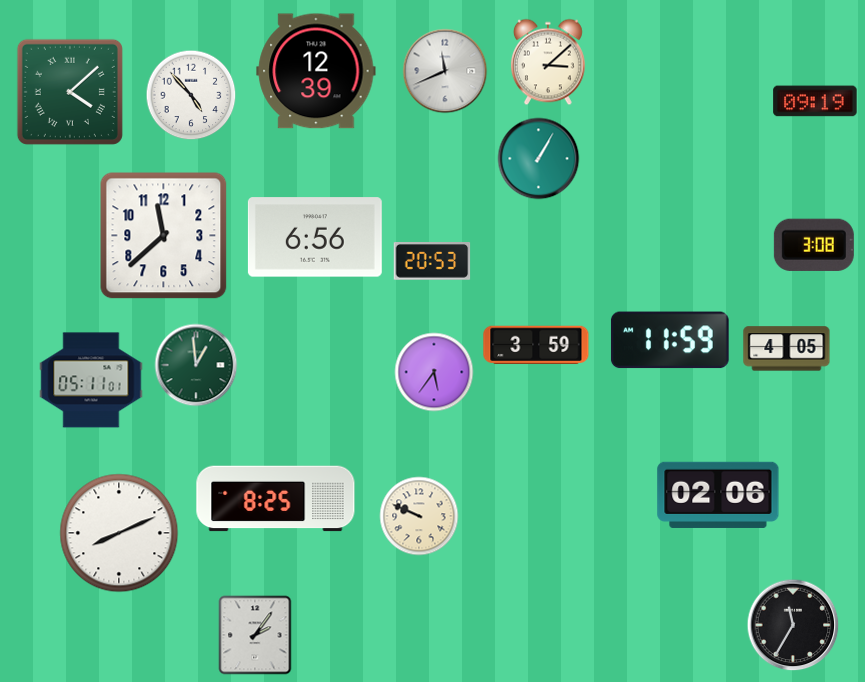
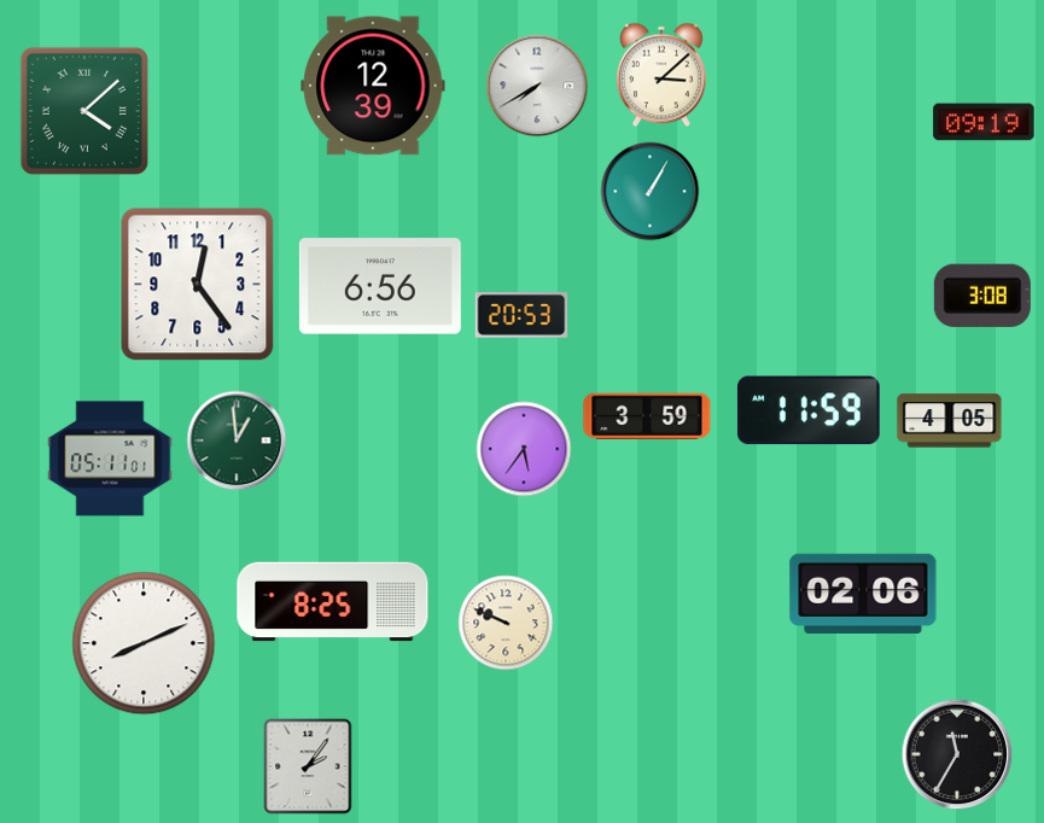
clock at (316, 71) position: (316, 71) -> (373, 86)
clock at (445, 71): 11:41 -> 7:40
clock at (191, 95): 4:53 -> none
clock at (164, 236): 11:38 -> 12:24
clock at (718, 495) position: (718, 495) -> (863, 594)
